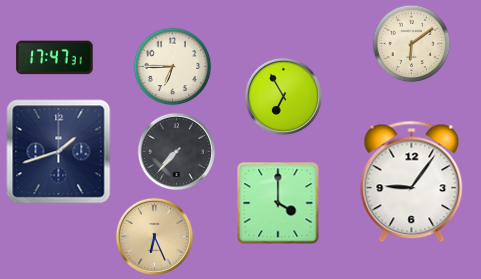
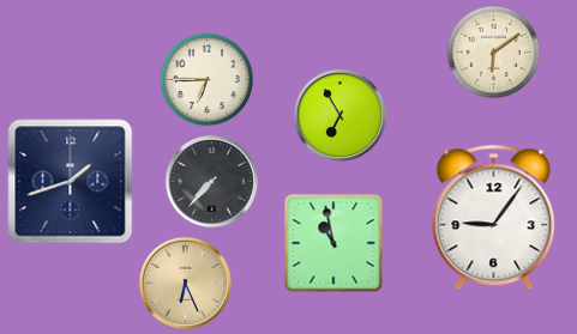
clock at (55, 58): 17:47 -> none
clock at (278, 203): 4:00 -> 10:58
